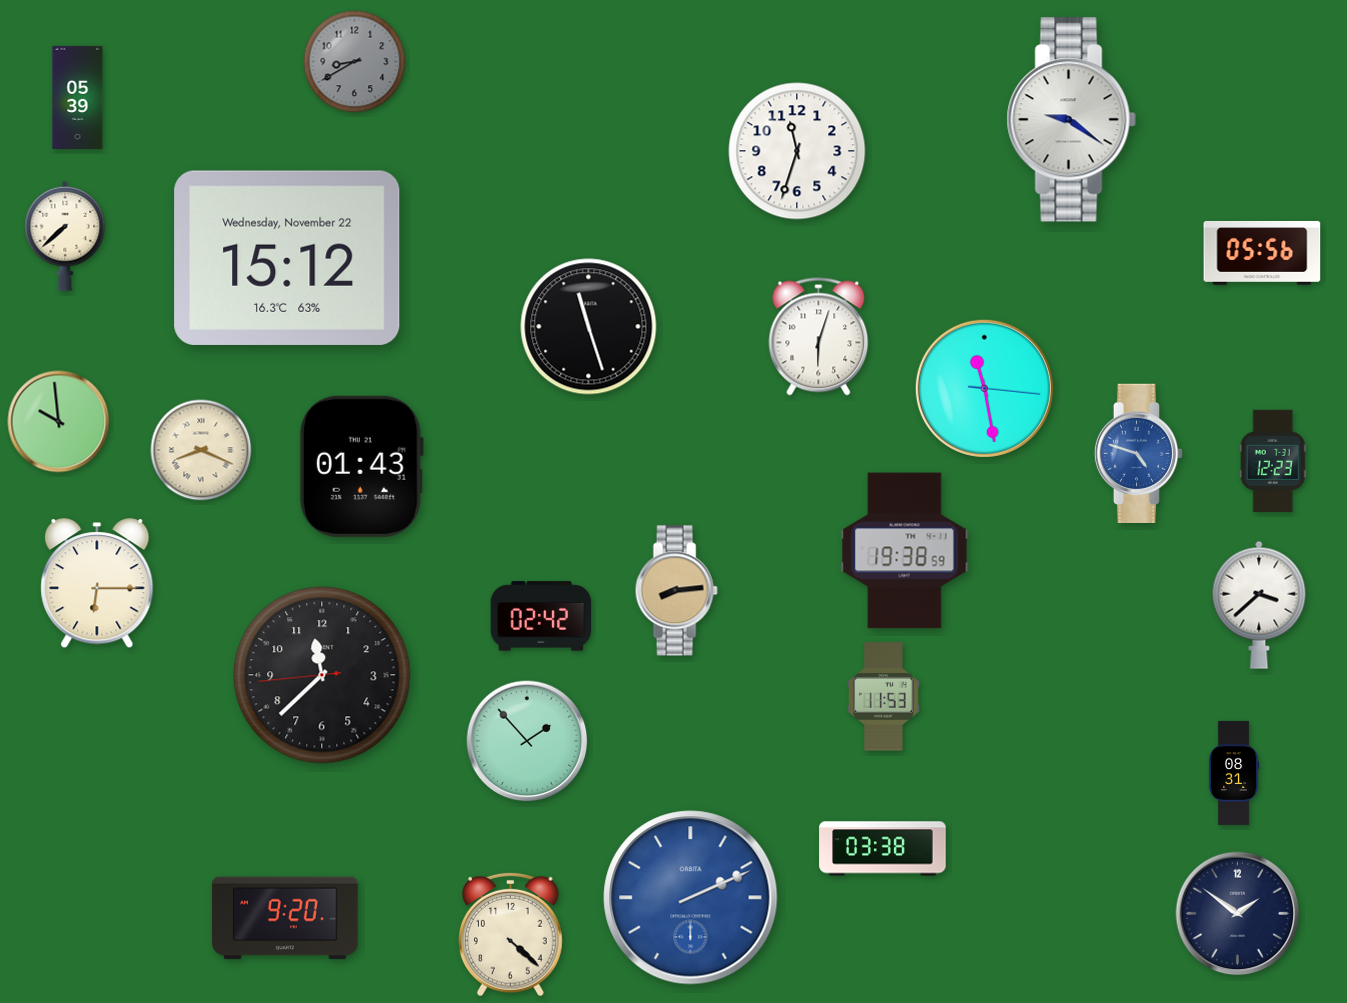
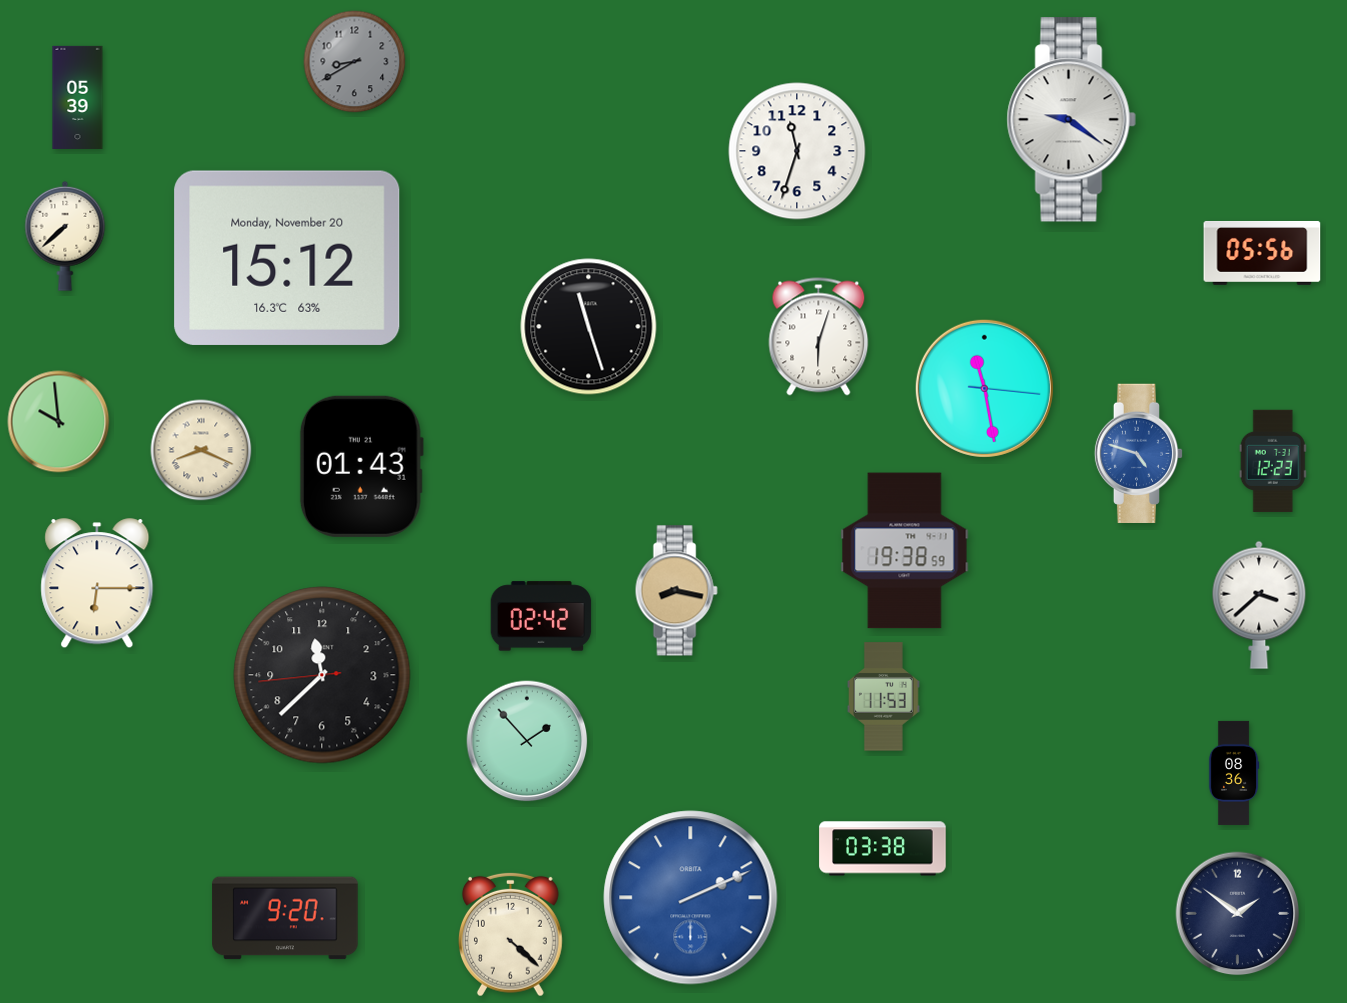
clock at (287, 258) date: Wednesday, November 22 -> Monday, November 20
clock at (676, 591): 8:14 -> 8:17
clock at (1234, 773): 08:31 -> 08:36
